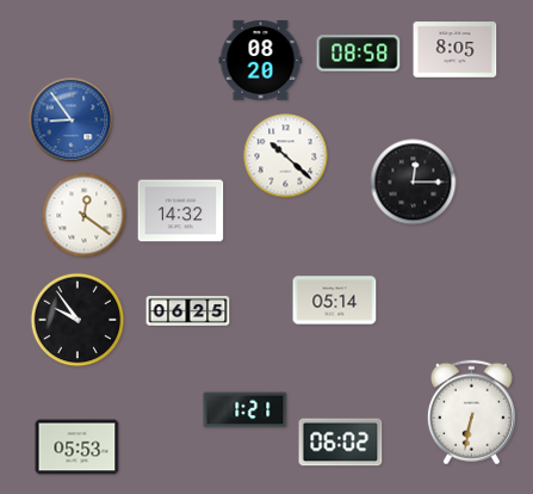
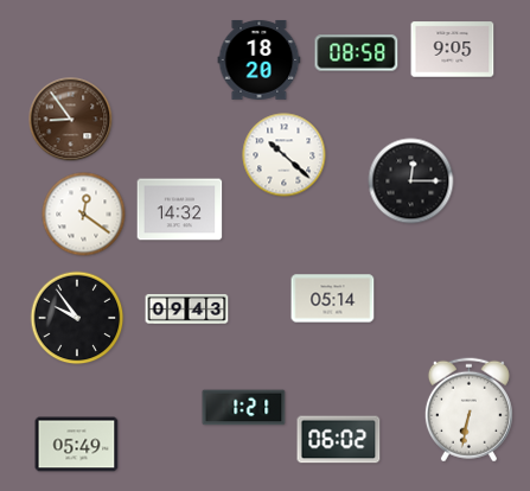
clock at (455, 50): 8:05 -> 9:05
clock at (261, 60): 08:20 -> 18:20
clock at (72, 121) dial: blue -> brown
clock at (188, 310): 06:25 -> 09:43
clock at (78, 447): 05:53 -> 05:49
